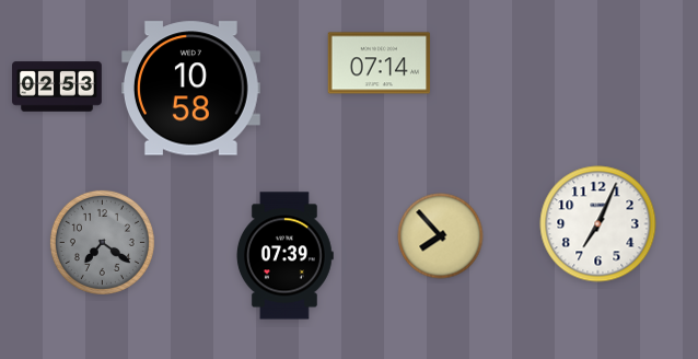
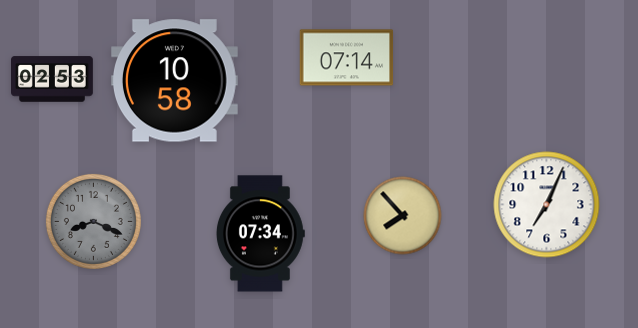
clock at (102, 242): 7:21 -> 8:19
clock at (284, 256): 07:39 -> 07:34
